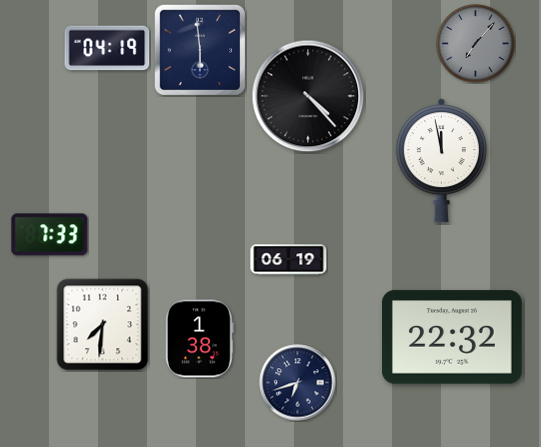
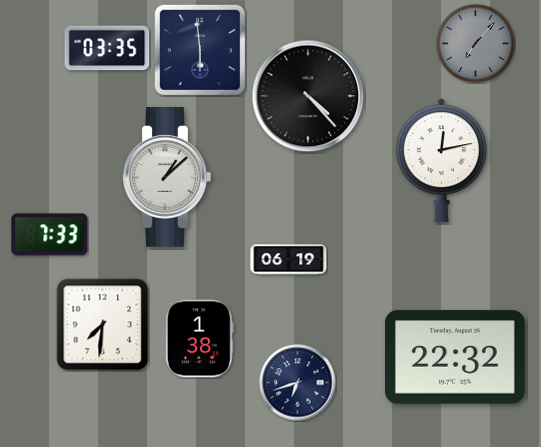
clock at (107, 48): 04:19 -> 03:35
clock at (441, 161): 11:58 -> 12:13
clock at (167, 178): none -> 1:08
clock at (453, 337) position: (453, 337) -> (456, 357)
